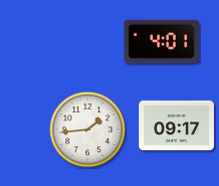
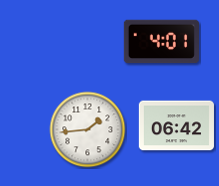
clock at (176, 126): 09:17 -> 06:42
